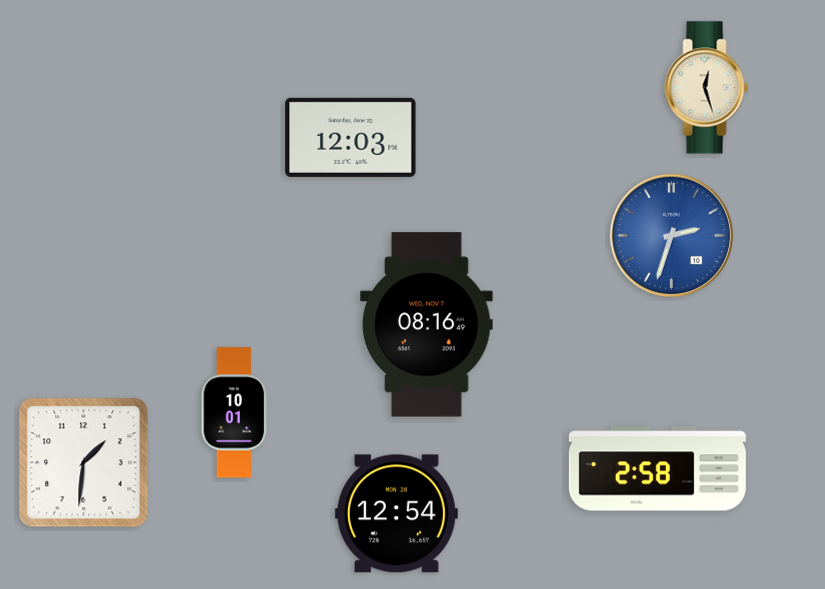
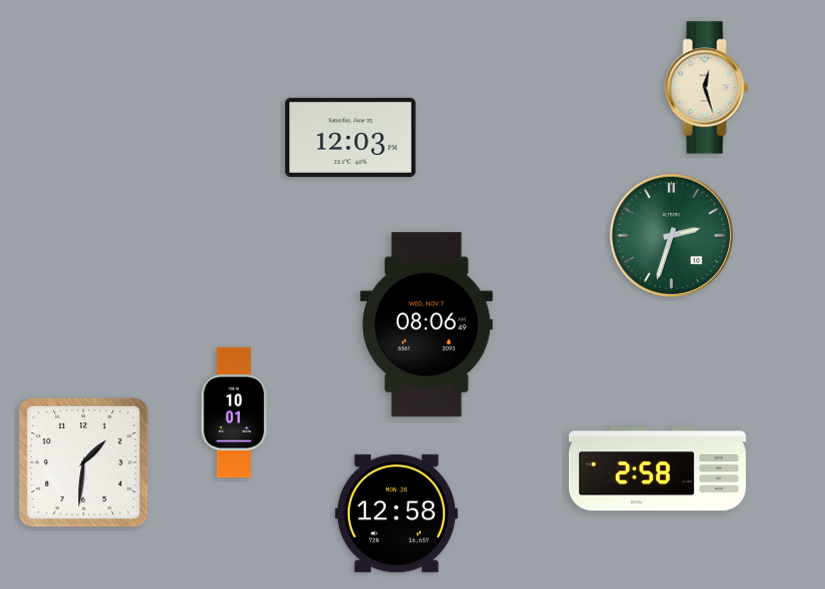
clock at (672, 236) dial: blue -> green
clock at (427, 325): 08:16 -> 08:06
clock at (396, 514): 12:54 -> 12:58
